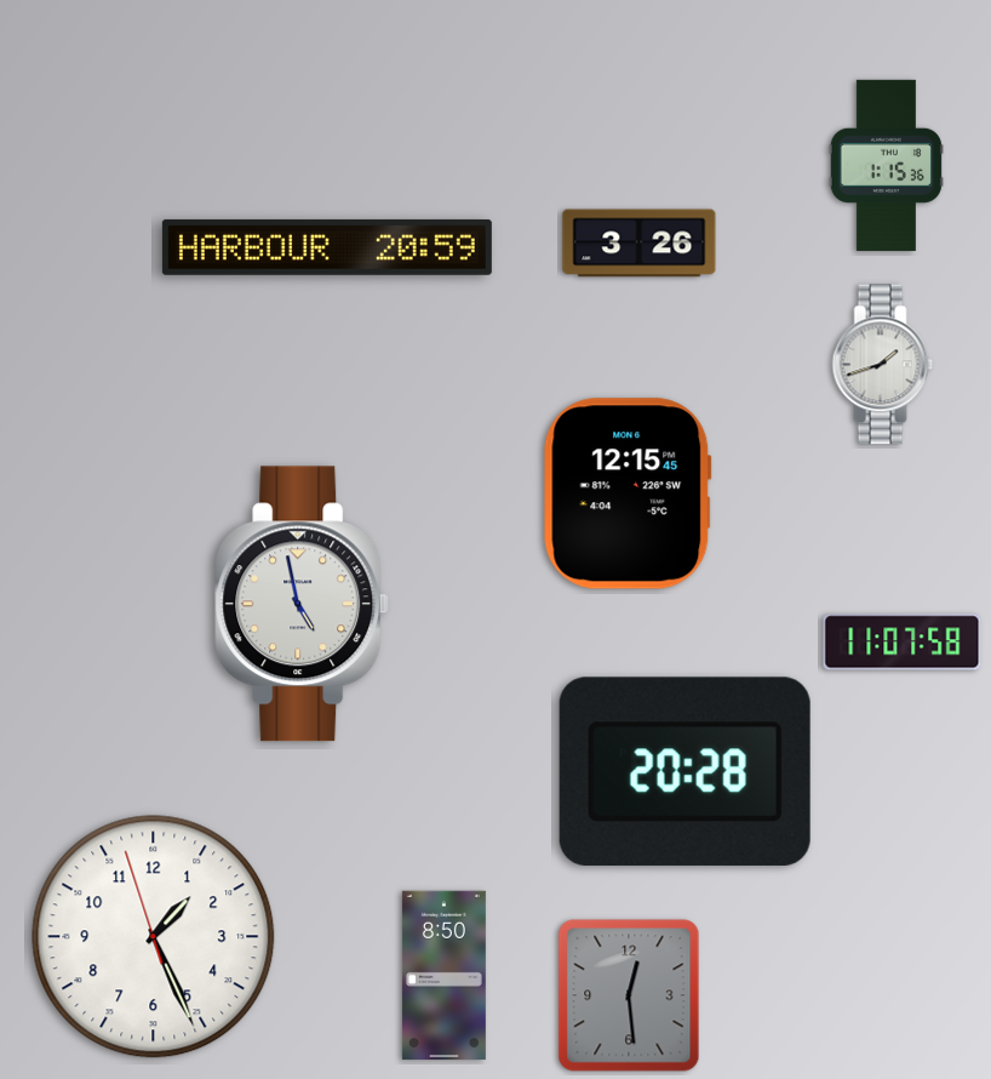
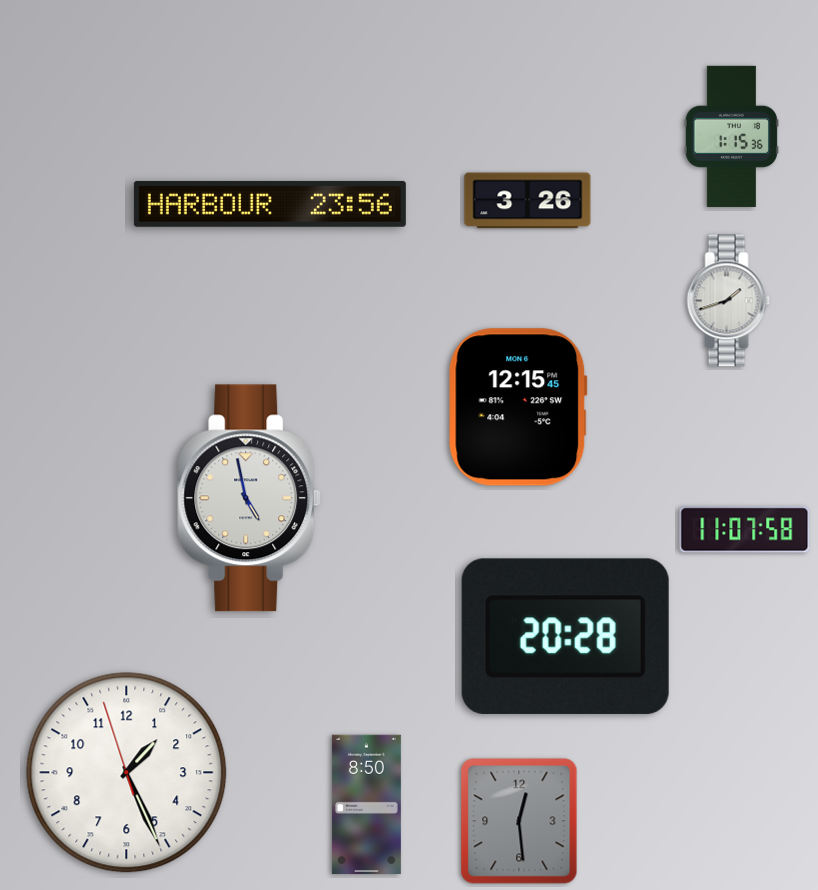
clock at (327, 247): 20:59 -> 23:56
